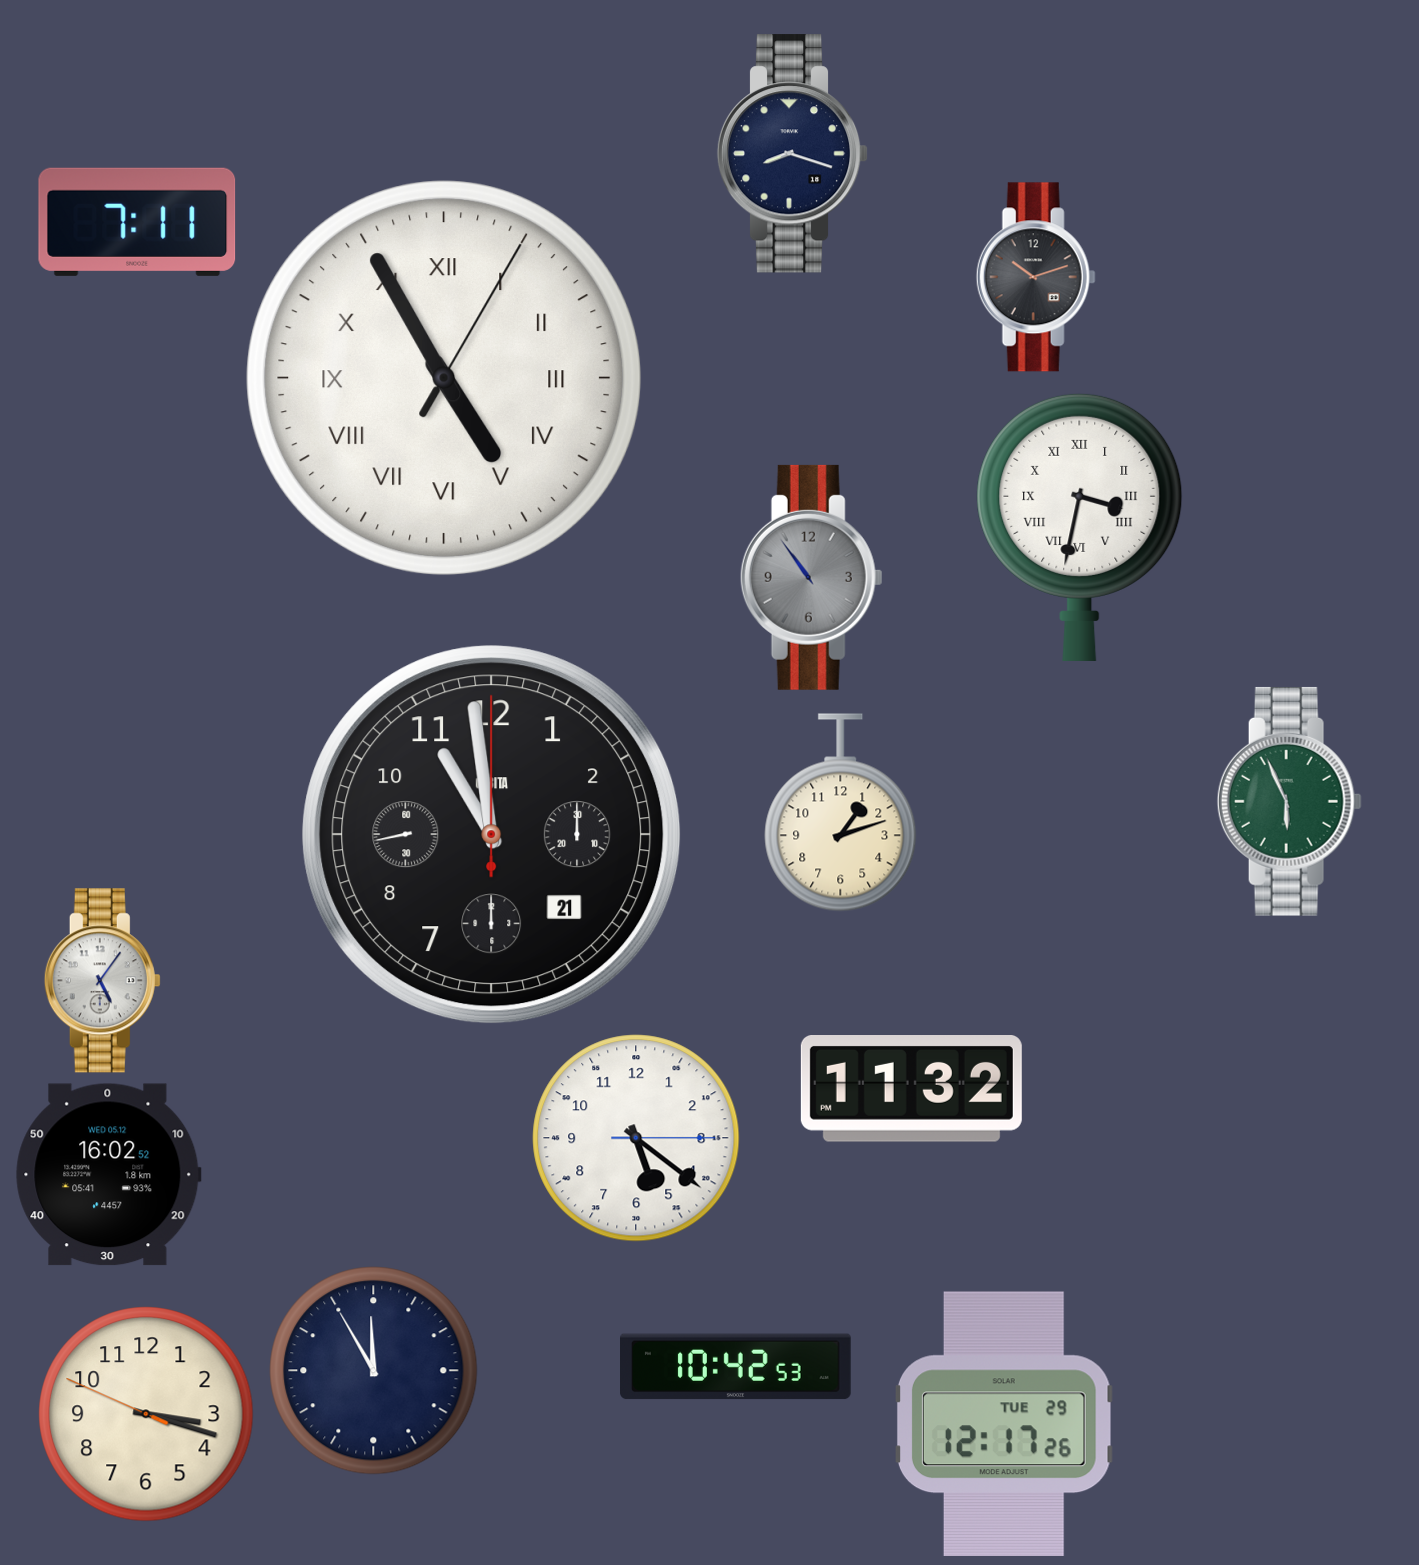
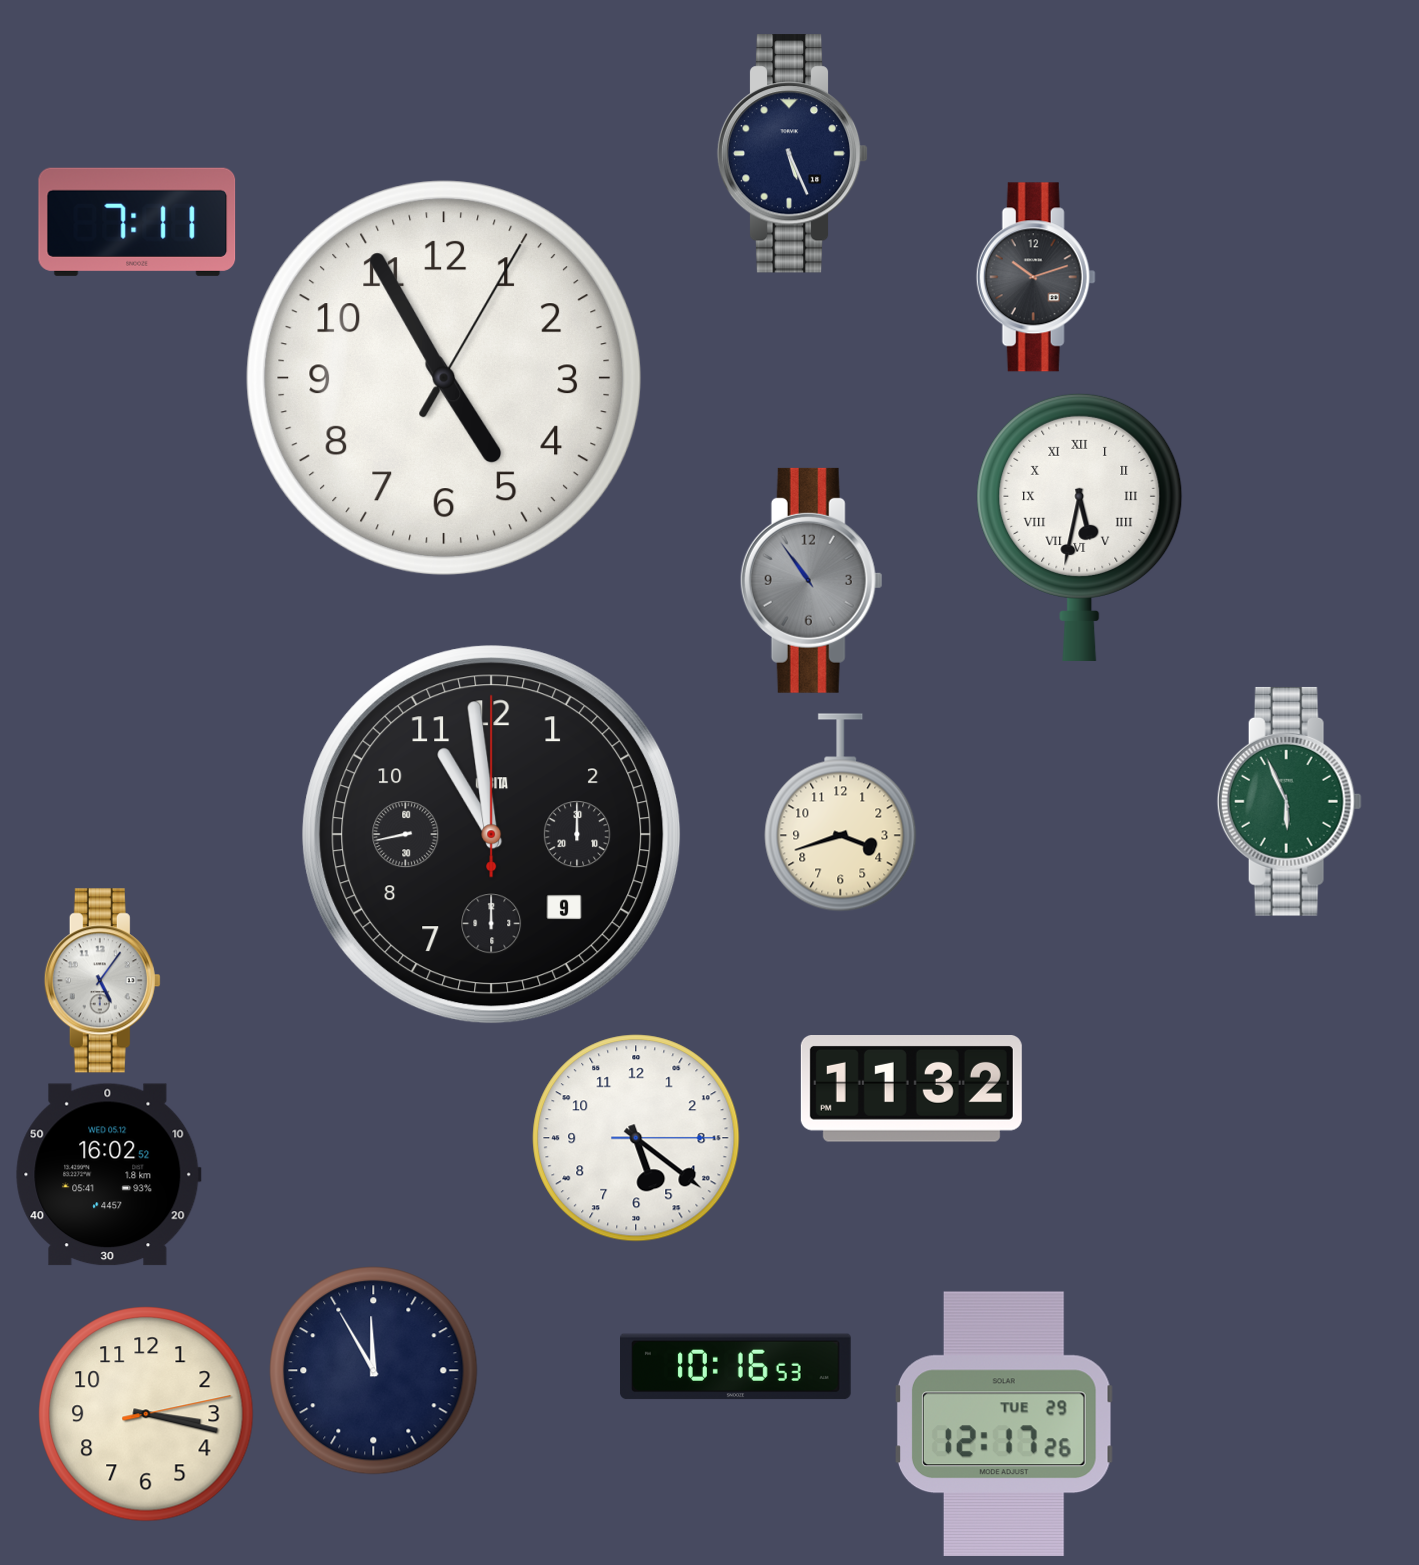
clock at (793, 154): 8:18 -> 5:26
clock at (444, 378) numerals: Roman -> Arabic
clock at (1080, 527): 3:32 -> 5:32
clock at (811, 577) position: (811, 577) -> (811, 580)
clock at (841, 813): 1:12 -> 3:42
clock at (492, 835) date: 21 -> 9
clock at (736, 1367): 10:42 -> 10:16
clock at (146, 1414): 3:17:49 -> 3:17:13
